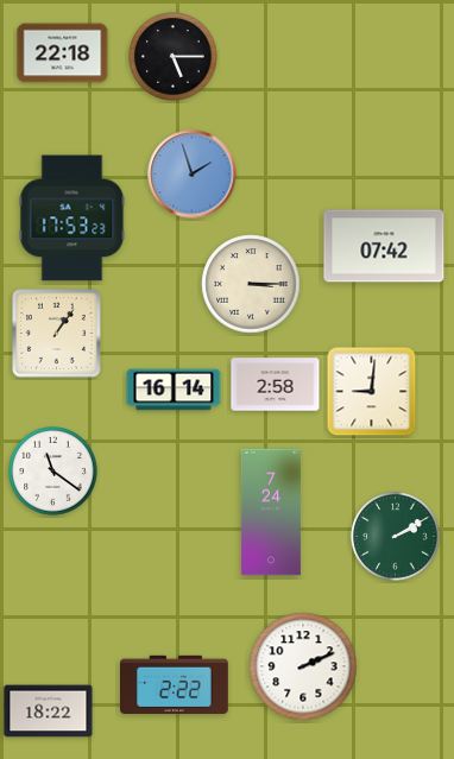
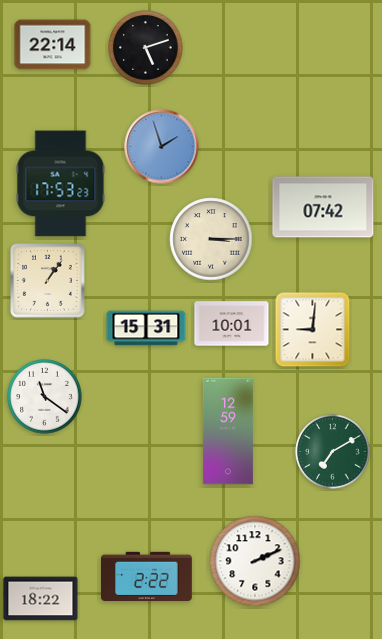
clock at (63, 53): 22:18 -> 22:14
clock at (174, 57): 5:15 -> 5:12
clock at (276, 385): 2:58 -> 10:01
clock at (174, 390): 16:14 -> 15:31
clock at (271, 512): 7:24 -> 12:59
clock at (396, 537): 2:10 -> 7:10
